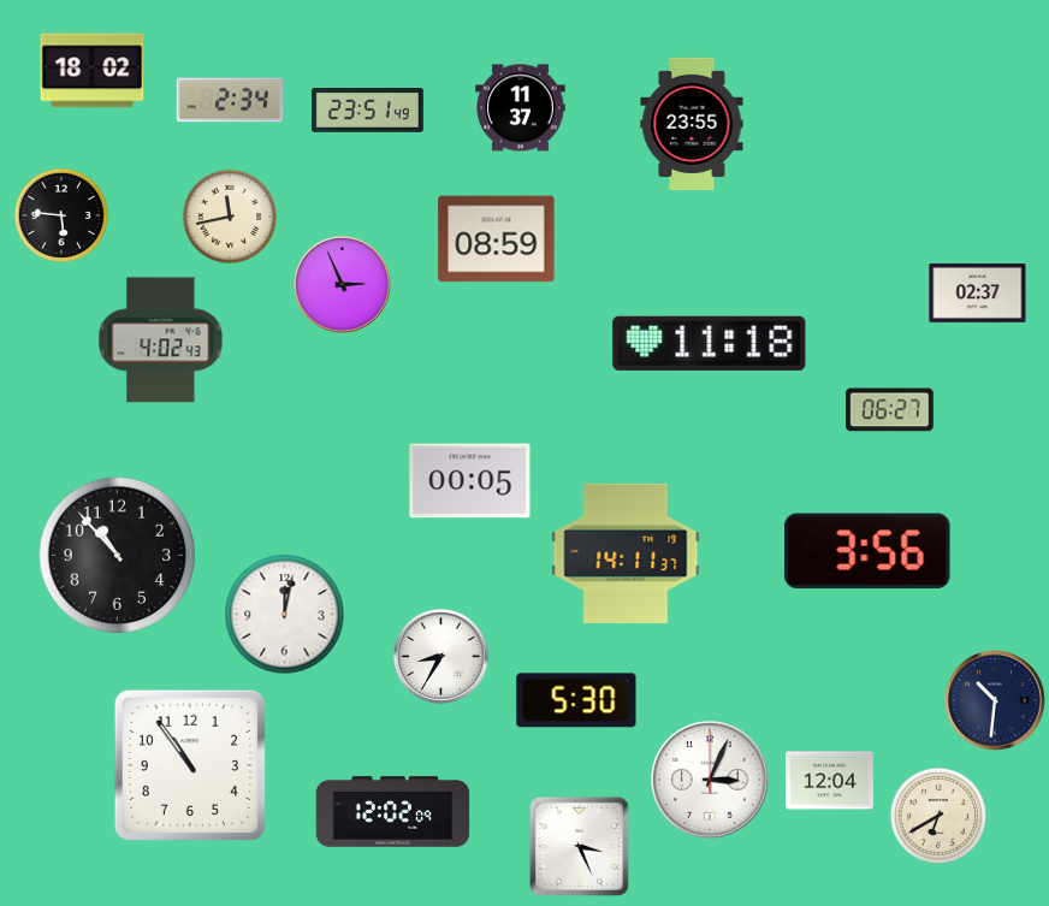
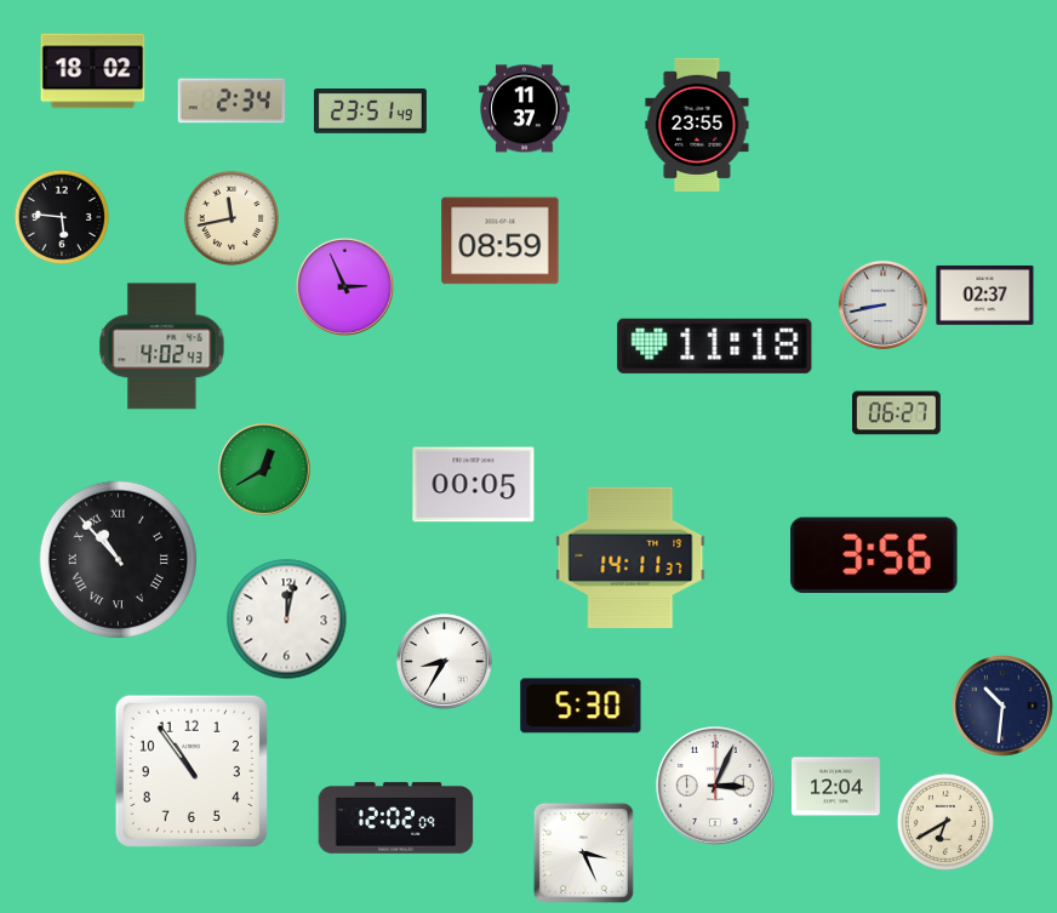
clock at (882, 304): none -> 8:43
clock at (161, 341) position: (161, 341) -> (162, 347)
clock at (264, 469): none -> 12:40
clock at (117, 555) numerals: Arabic -> Roman
